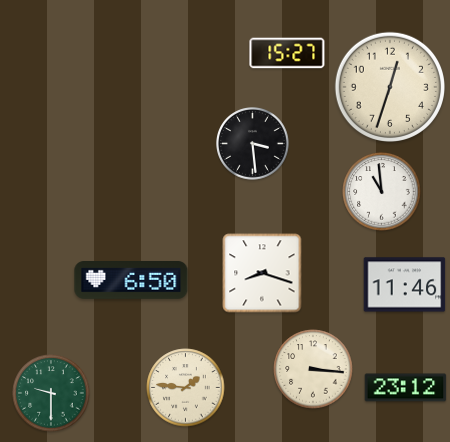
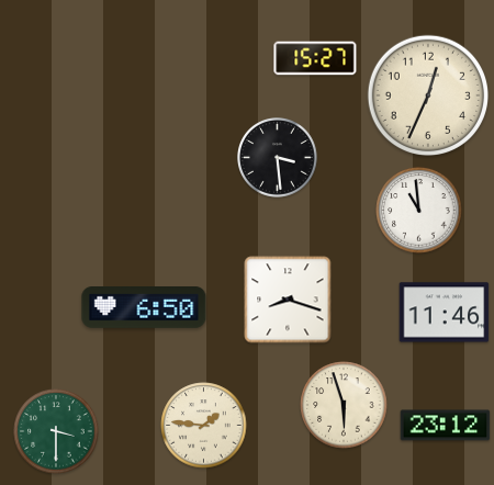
clock at (389, 86): 12:33 -> 12:34
clock at (313, 369): 3:16 -> 5:57
clock at (51, 393): 9:30 -> 3:30
